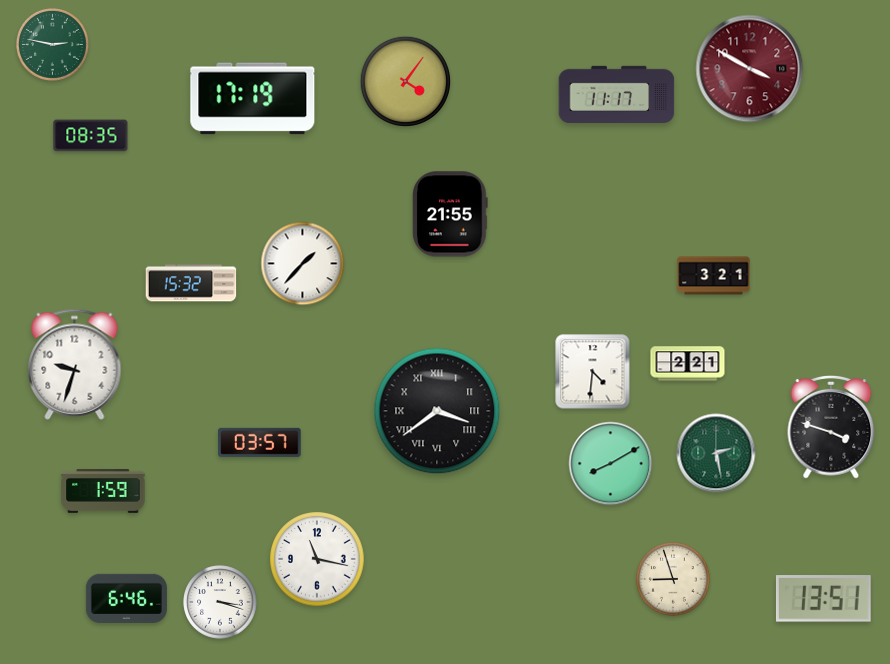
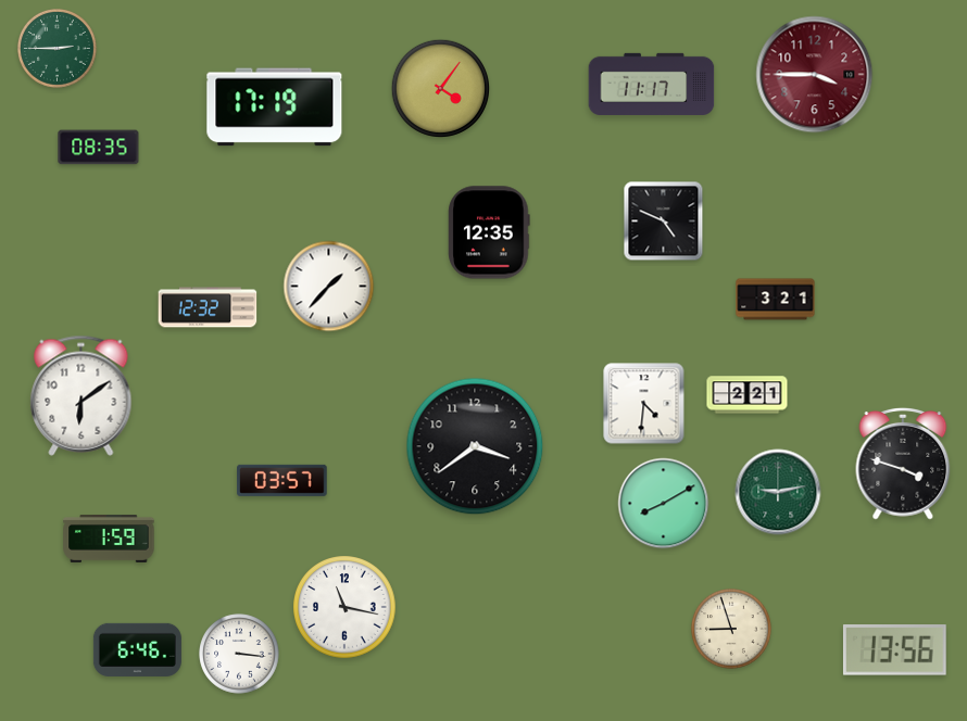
clock at (53, 45): 2:47 -> 2:45
clock at (750, 69): 3:50 -> 3:45
clock at (617, 94) position: (617, 94) -> (652, 84)
clock at (664, 222): none -> 4:49
clock at (450, 214): 21:55 -> 12:35
clock at (191, 283): 15:32 -> 12:32
clock at (75, 364): 9:33 -> 6:09
clock at (437, 411) numerals: Roman -> Arabic
clock at (716, 453): 2:28 -> 9:13
clock at (103, 492) position: (103, 492) -> (109, 540)
clock at (823, 599): 13:51 -> 13:56
clock at (220, 602): 3:18 -> 3:16
